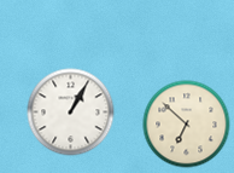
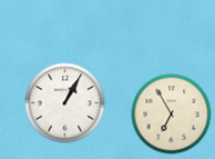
clock at (187, 125): 6:52 -> 6:55
